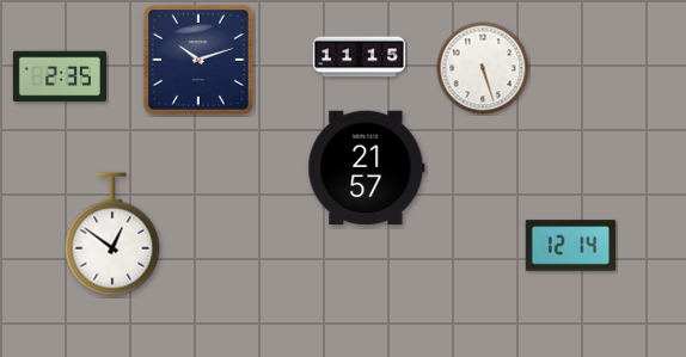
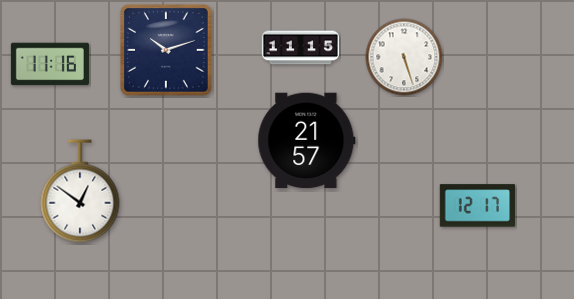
clock at (60, 76): 2:35 -> 11:16
clock at (112, 234) position: (112, 234) -> (80, 191)
clock at (571, 246): 12:14 -> 12:17
